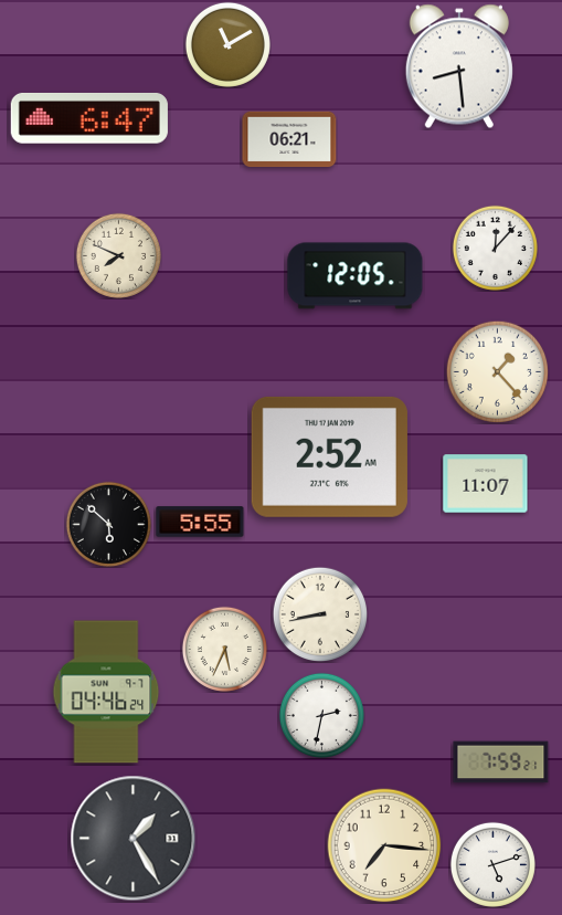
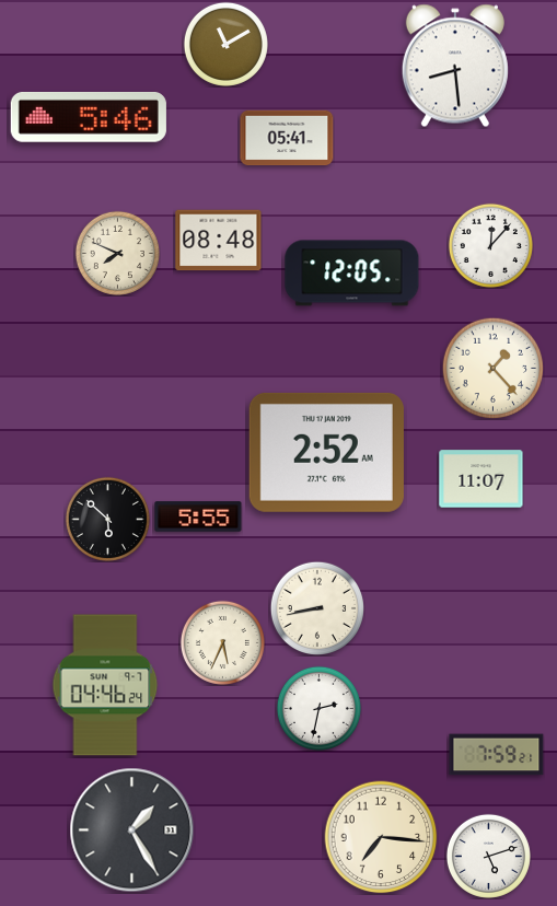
clock at (89, 118): 6:47 -> 5:46
clock at (289, 139): 06:21 -> 05:41
clock at (219, 241): none -> 08:48
